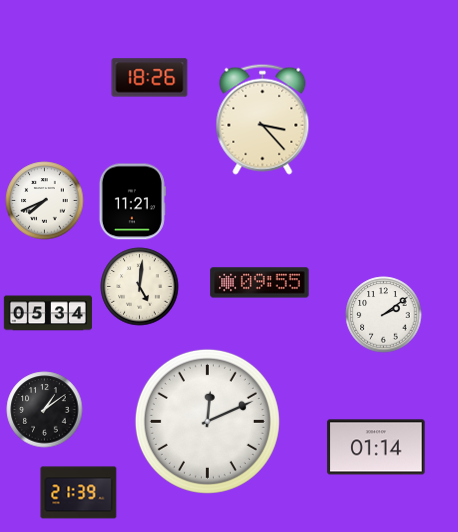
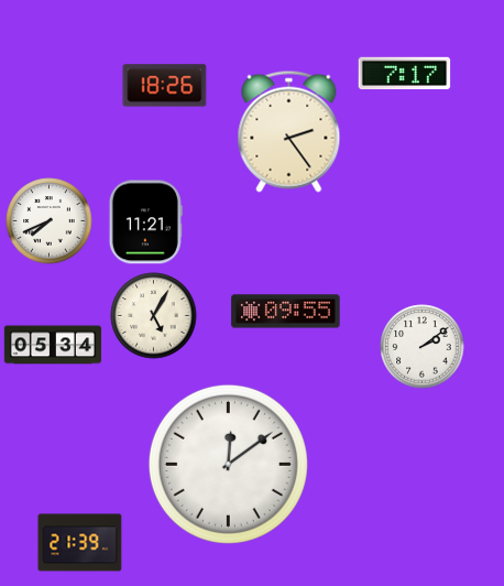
clock at (405, 74): none -> 7:17
clock at (263, 119): 3:23 -> 2:24
clock at (140, 287): 5:01 -> 5:05
clock at (45, 410): 1:09 -> none
clock at (207, 421): 12:11 -> 12:09
clock at (376, 447): 01:14 -> none
clock at (79, 493) position: (79, 493) -> (80, 543)
